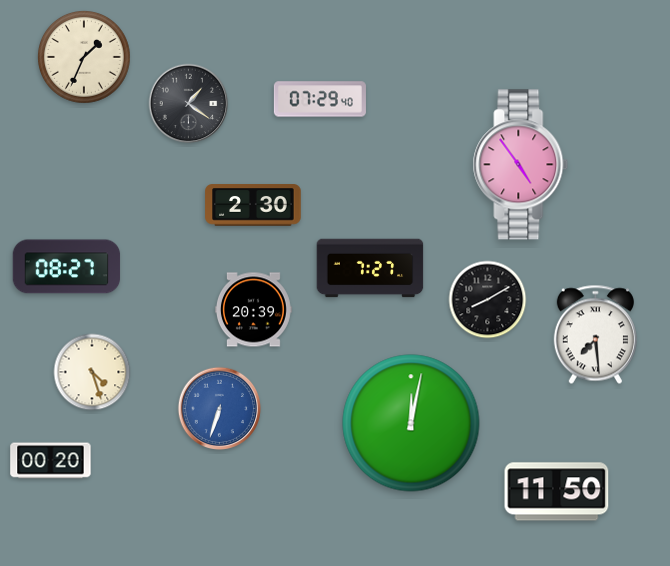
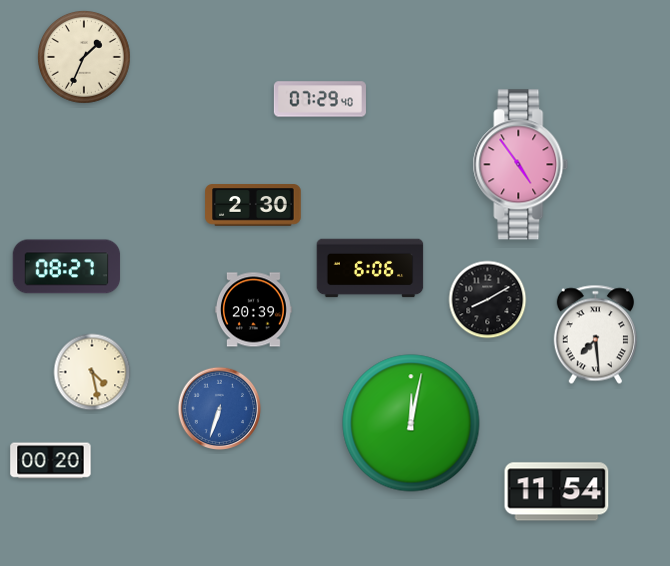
clock at (189, 104): 1:21 -> none
clock at (370, 268): 7:27 -> 6:06
clock at (92, 372): 4:27 -> 4:28
clock at (557, 492): 11:50 -> 11:54
